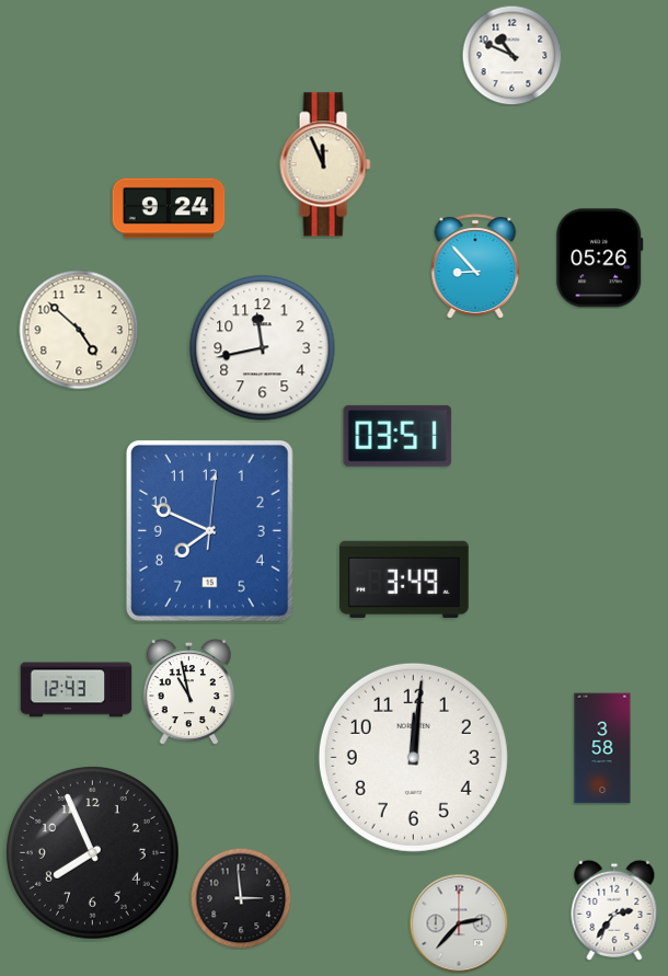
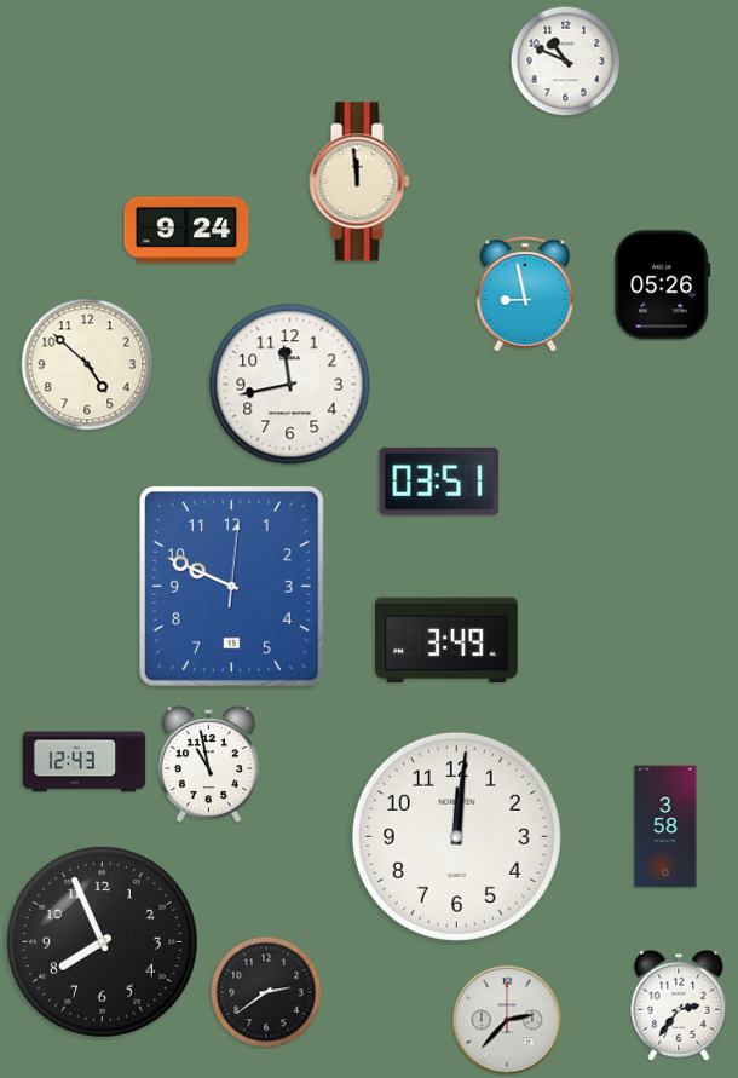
clock at (325, 164): 11:56 -> 11:59
clock at (475, 266): 8:53 -> 8:58
clock at (209, 530): 7:49 -> 9:49
clock at (241, 898): 2:59 -> 2:39
